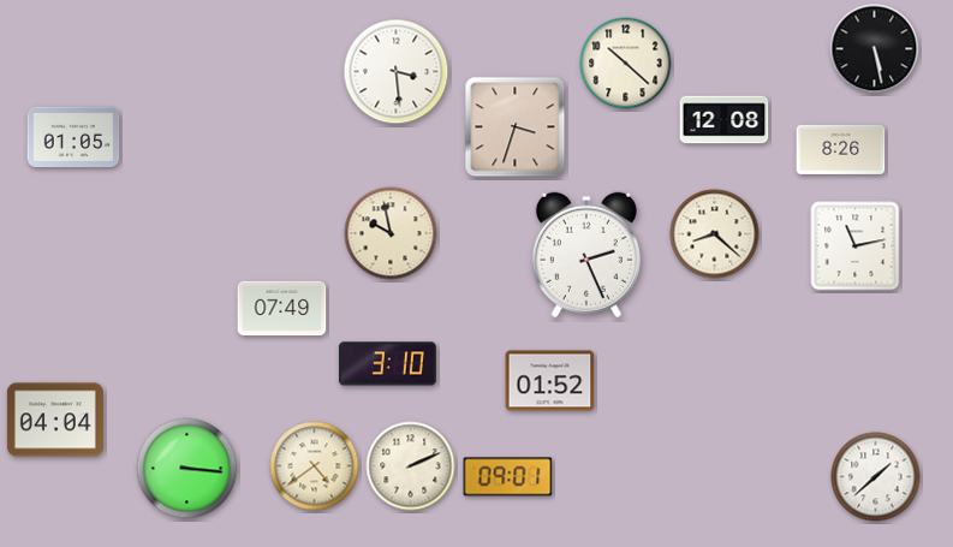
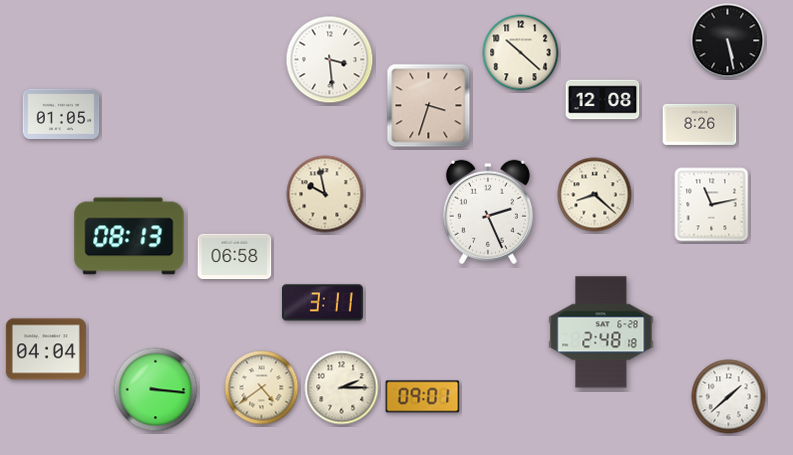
clock at (129, 236): none -> 08:13
clock at (282, 309): 07:49 -> 06:58
clock at (387, 364): 3:10 -> 3:11
clock at (550, 381): 01:52 -> none
clock at (601, 332): none -> 2:48
clock at (411, 466): 2:11 -> 2:15
